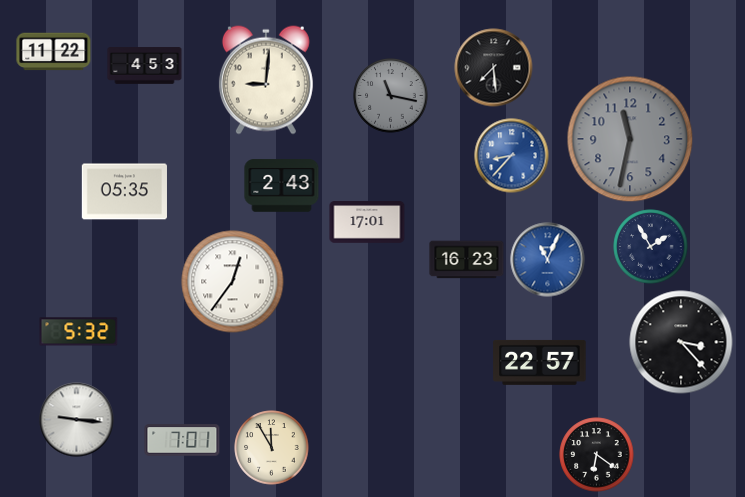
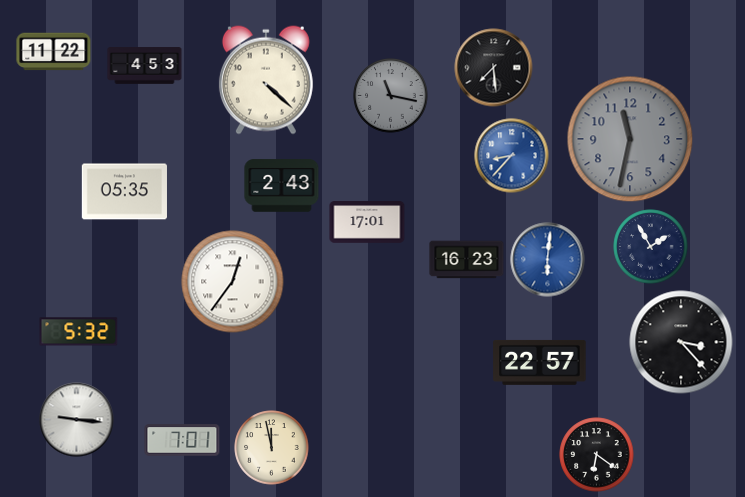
clock at (266, 80): 9:01 -> 4:22
clock at (548, 260): 11:04 -> 6:01
clock at (272, 448): 11:55 -> 11:58
